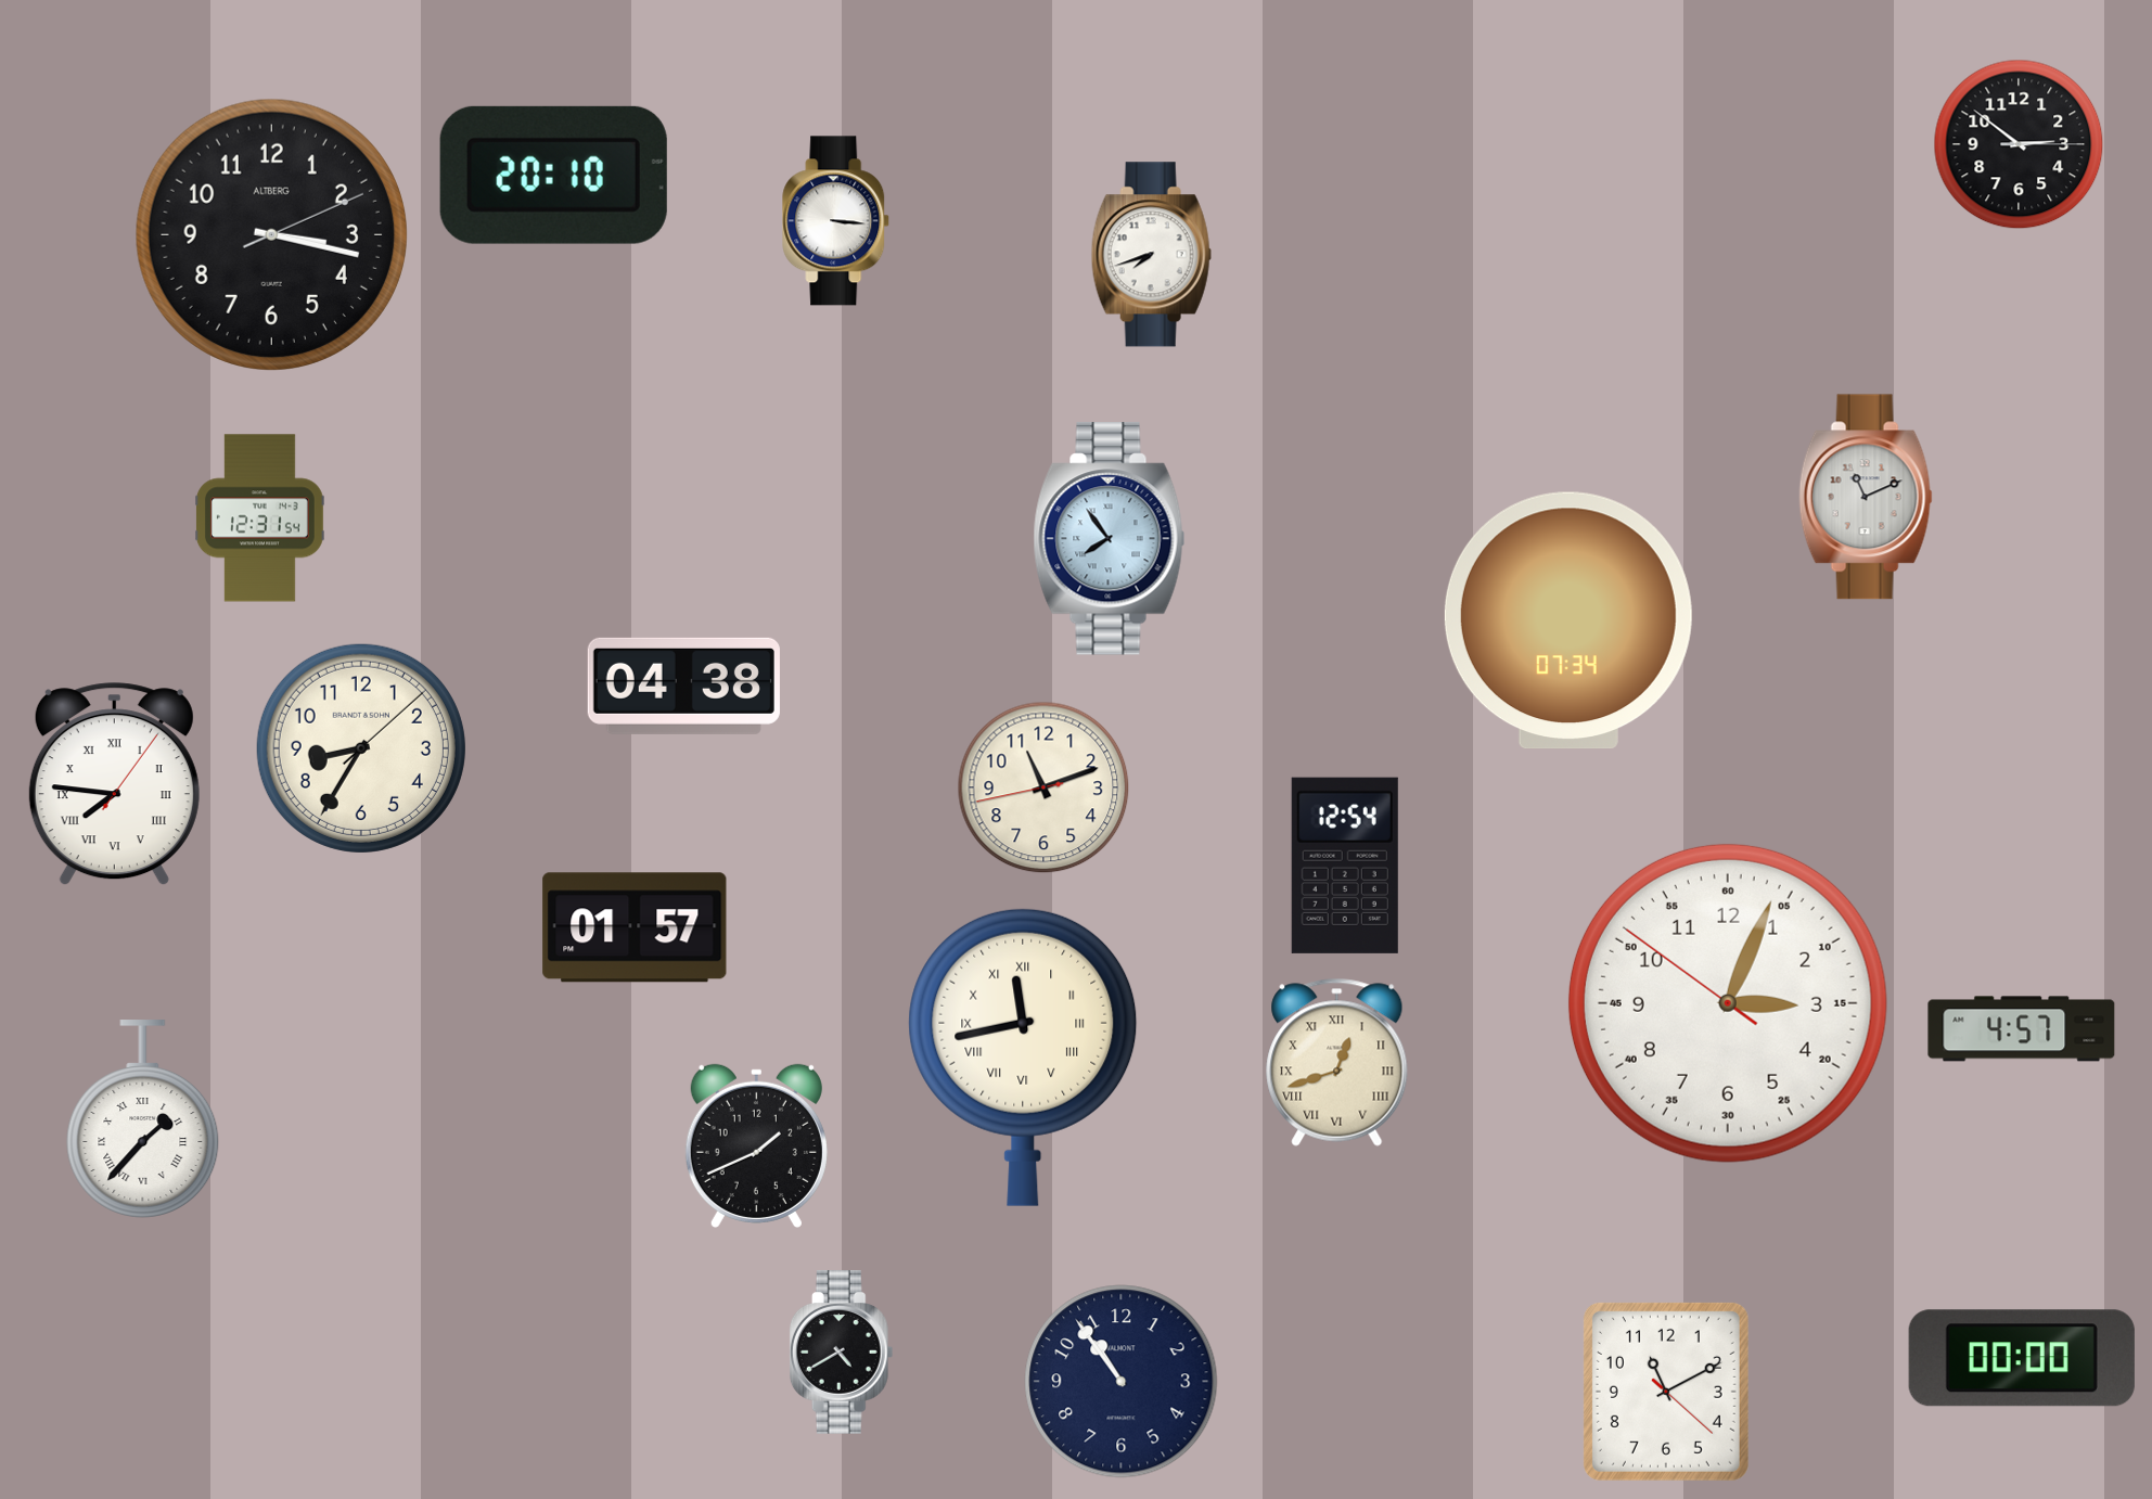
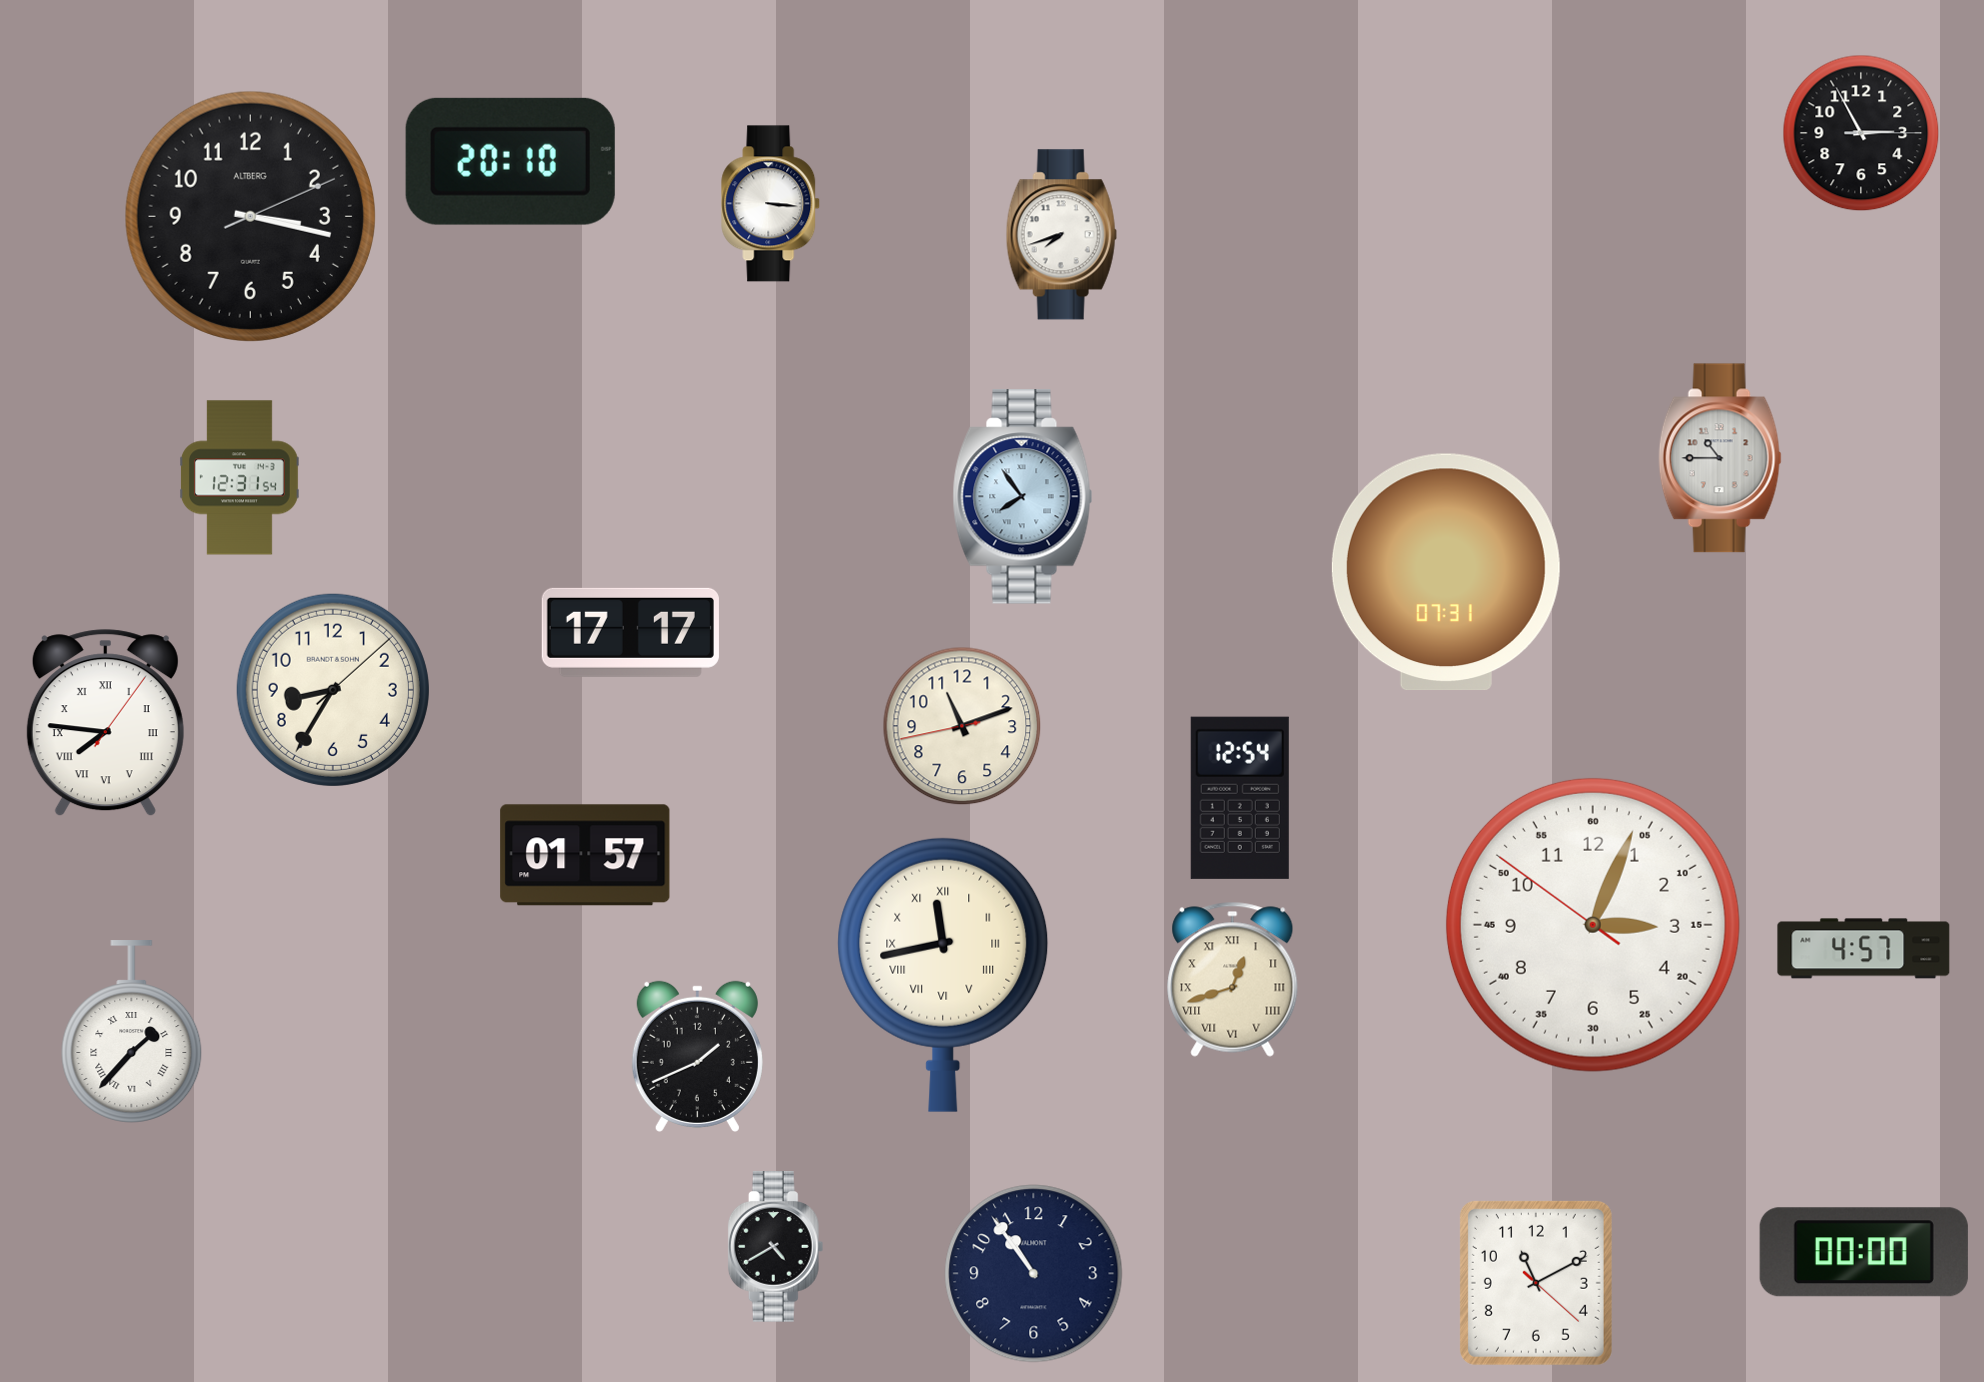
clock at (2019, 144): 2:51 -> 2:55
clock at (1866, 497): 11:11 -> 10:45
clock at (1568, 620): 07:34 -> 07:31
clock at (683, 686): 04:38 -> 17:17
